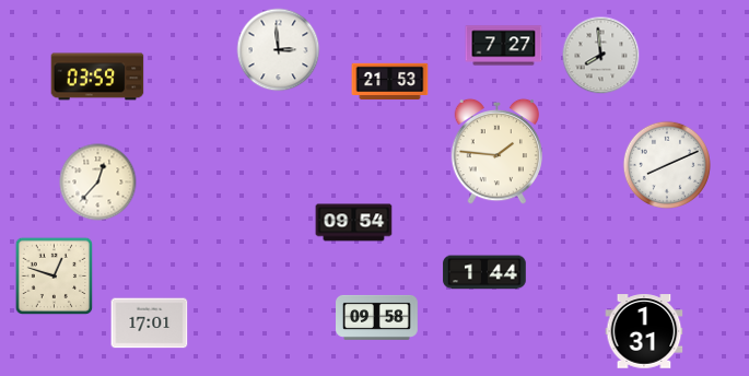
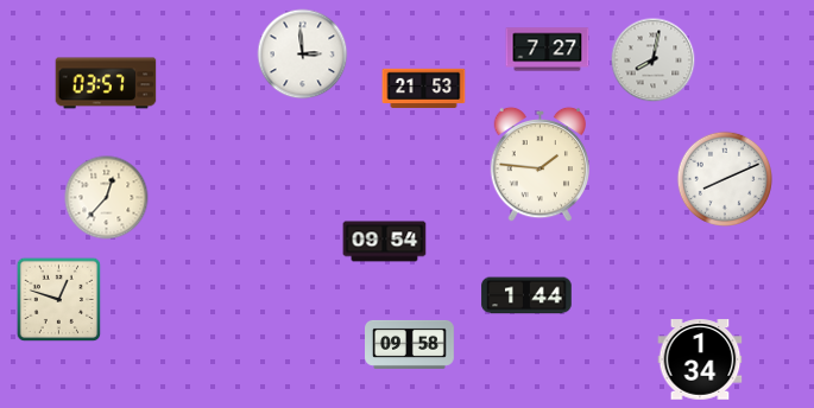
clock at (601, 56): 7:59 -> 8:02
clock at (97, 77): 03:59 -> 03:57
clock at (150, 324): 17:01 -> none
clock at (644, 331): 1:31 -> 1:34
